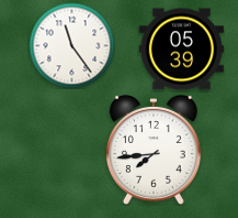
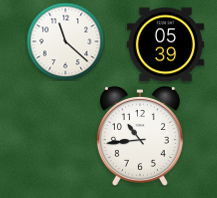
clock at (71, 45): 11:24 -> 11:22
clock at (154, 151): 7:44 -> 10:44
